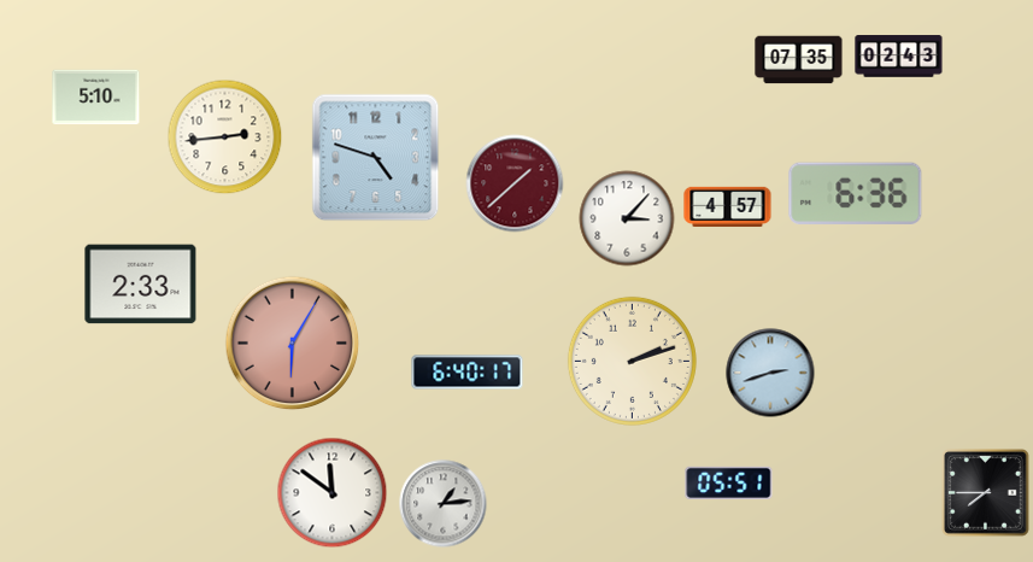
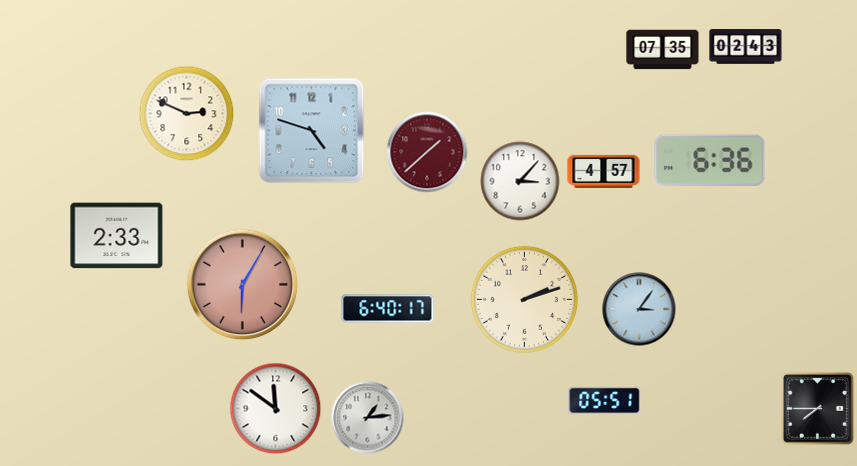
clock at (96, 98): 5:10 -> none
clock at (225, 137): 2:44 -> 2:49
clock at (770, 373): 2:42 -> 3:06
